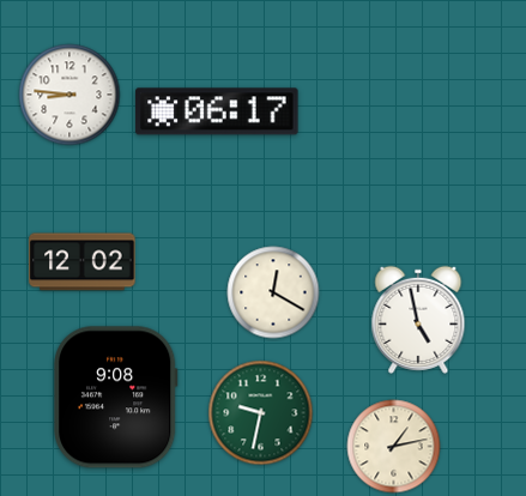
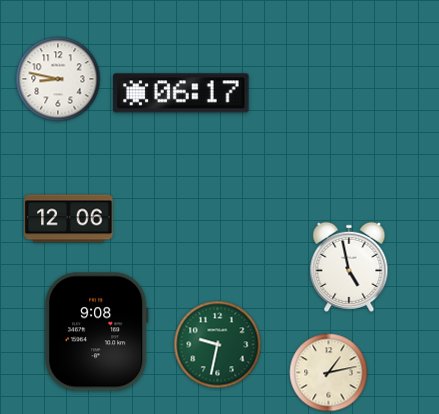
clock at (69, 95): 8:46 -> 8:47
clock at (83, 262): 12:02 -> 12:06
clock at (273, 292): 12:20 -> none
